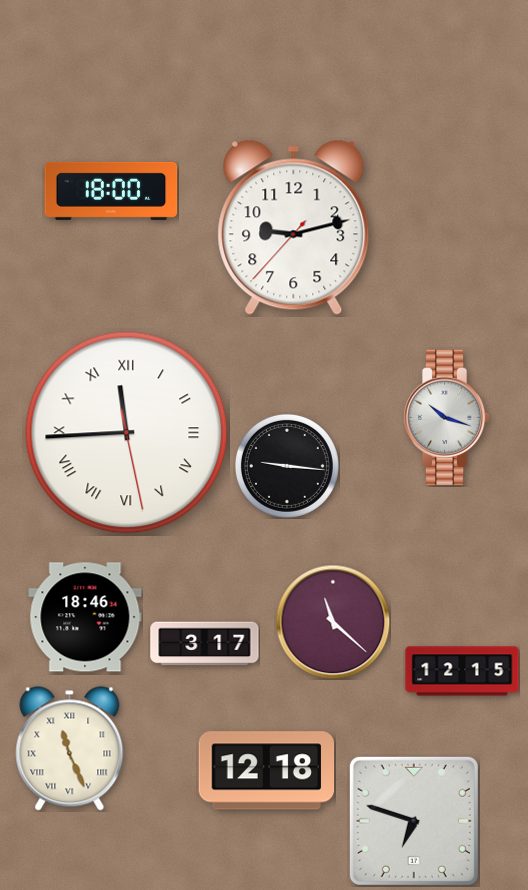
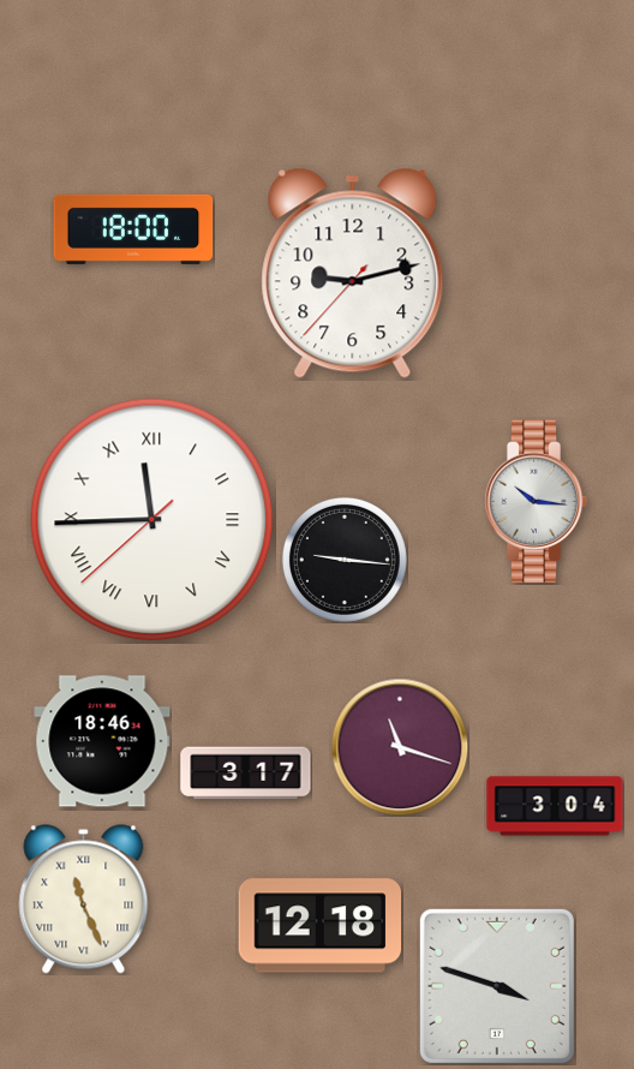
clock at (446, 418): 10:18 -> 10:16
clock at (127, 433): 11:44:28 -> 11:44:38
clock at (333, 622): 11:22 -> 11:18
clock at (462, 671): 12:15 -> 3:04
clock at (414, 821): 6:48 -> 3:48
